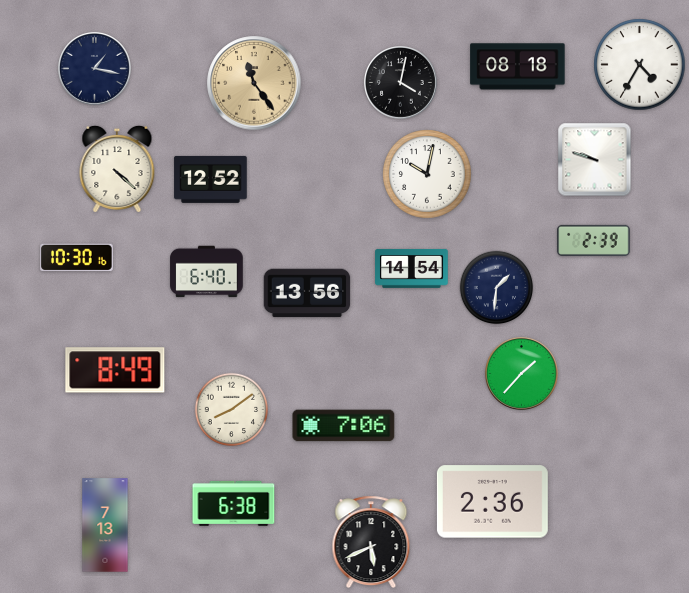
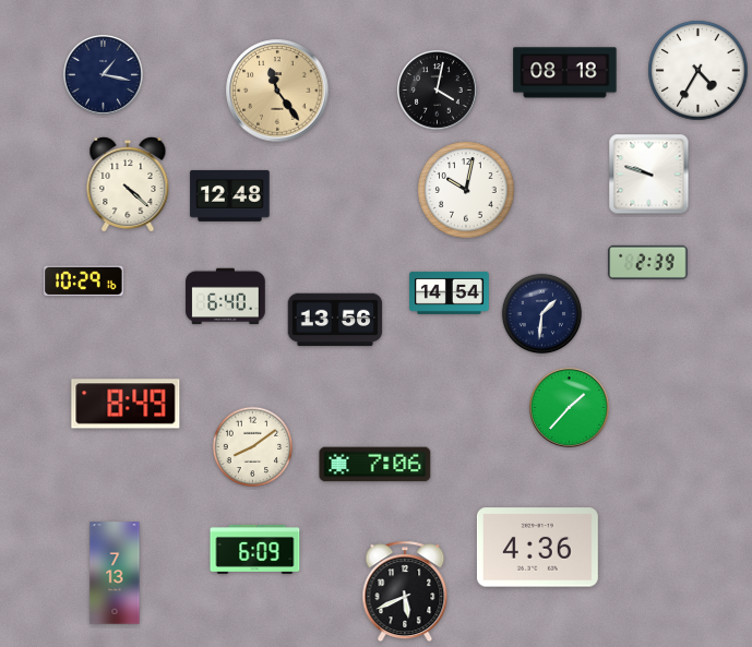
clock at (211, 179): 12:52 -> 12:48
clock at (77, 258): 10:30 -> 10:29
clock at (492, 502): 2:36 -> 4:36
clock at (234, 503): 6:38 -> 6:09
